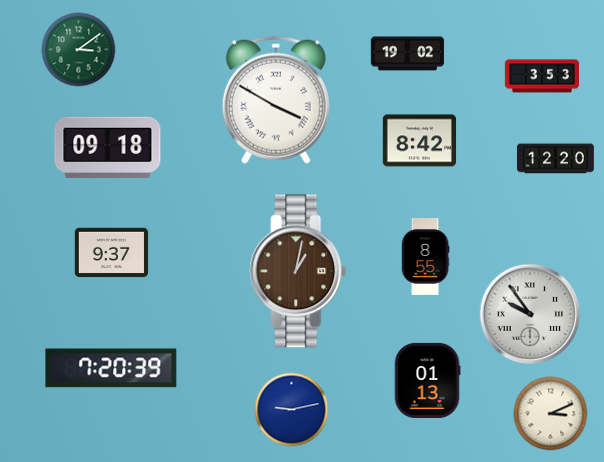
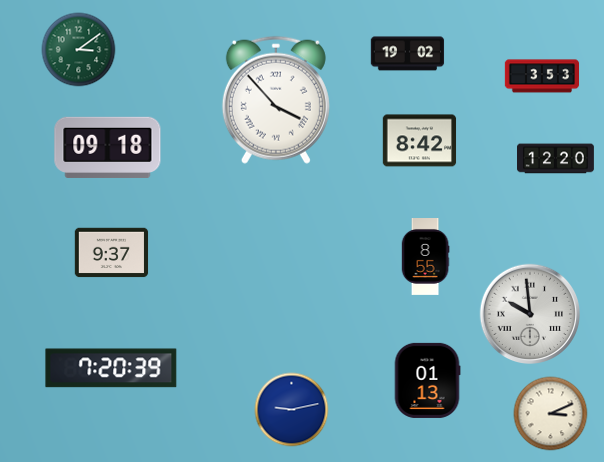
clock at (276, 100): 3:50 -> 3:53
clock at (298, 271): 1:02 -> none
clock at (529, 313): 9:54 -> 9:59
